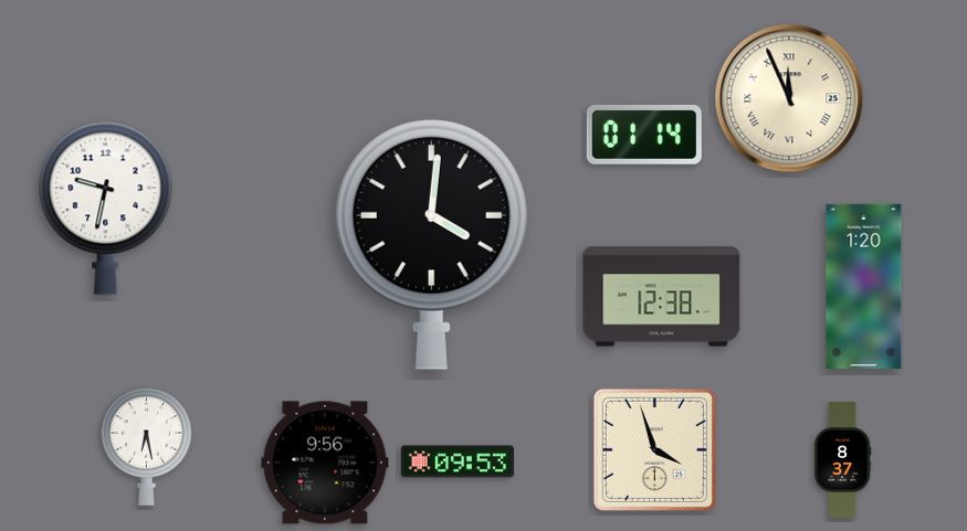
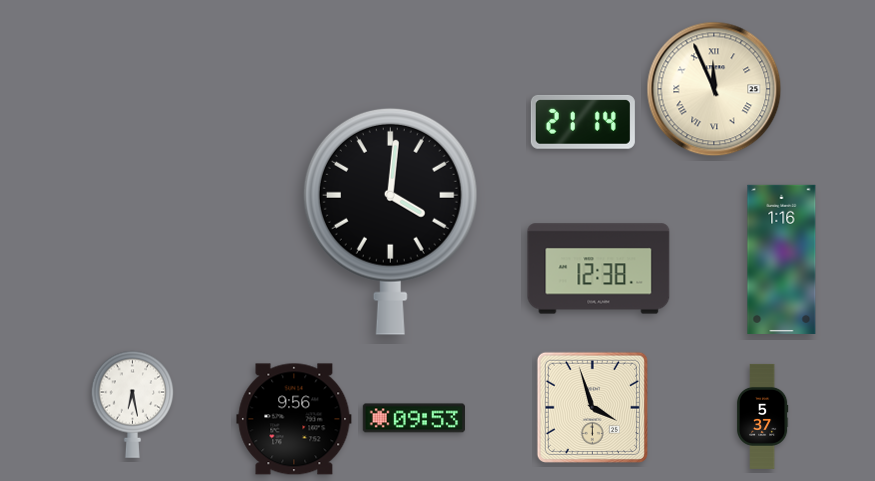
clock at (644, 135): 01:14 -> 21:14
clock at (106, 208): 9:32 -> none
clock at (864, 286): 1:20 -> 1:16
clock at (842, 459): 8:37 -> 5:37
